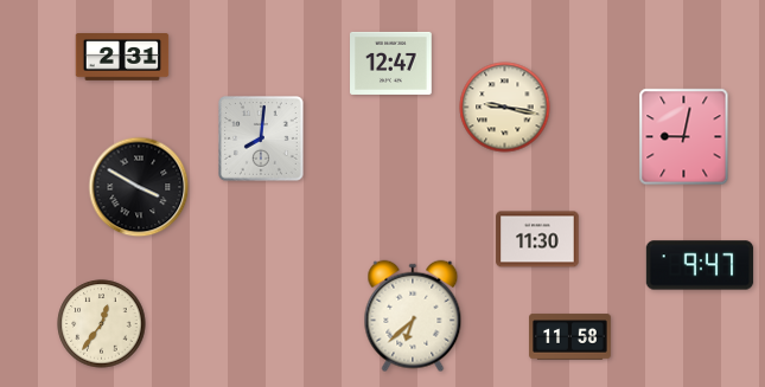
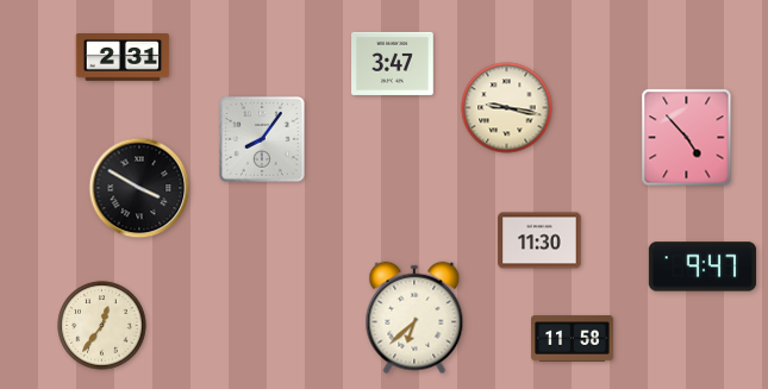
clock at (391, 63): 12:47 -> 3:47
clock at (684, 137): 9:02 -> 4:53
clock at (262, 140): 8:01 -> 8:06
